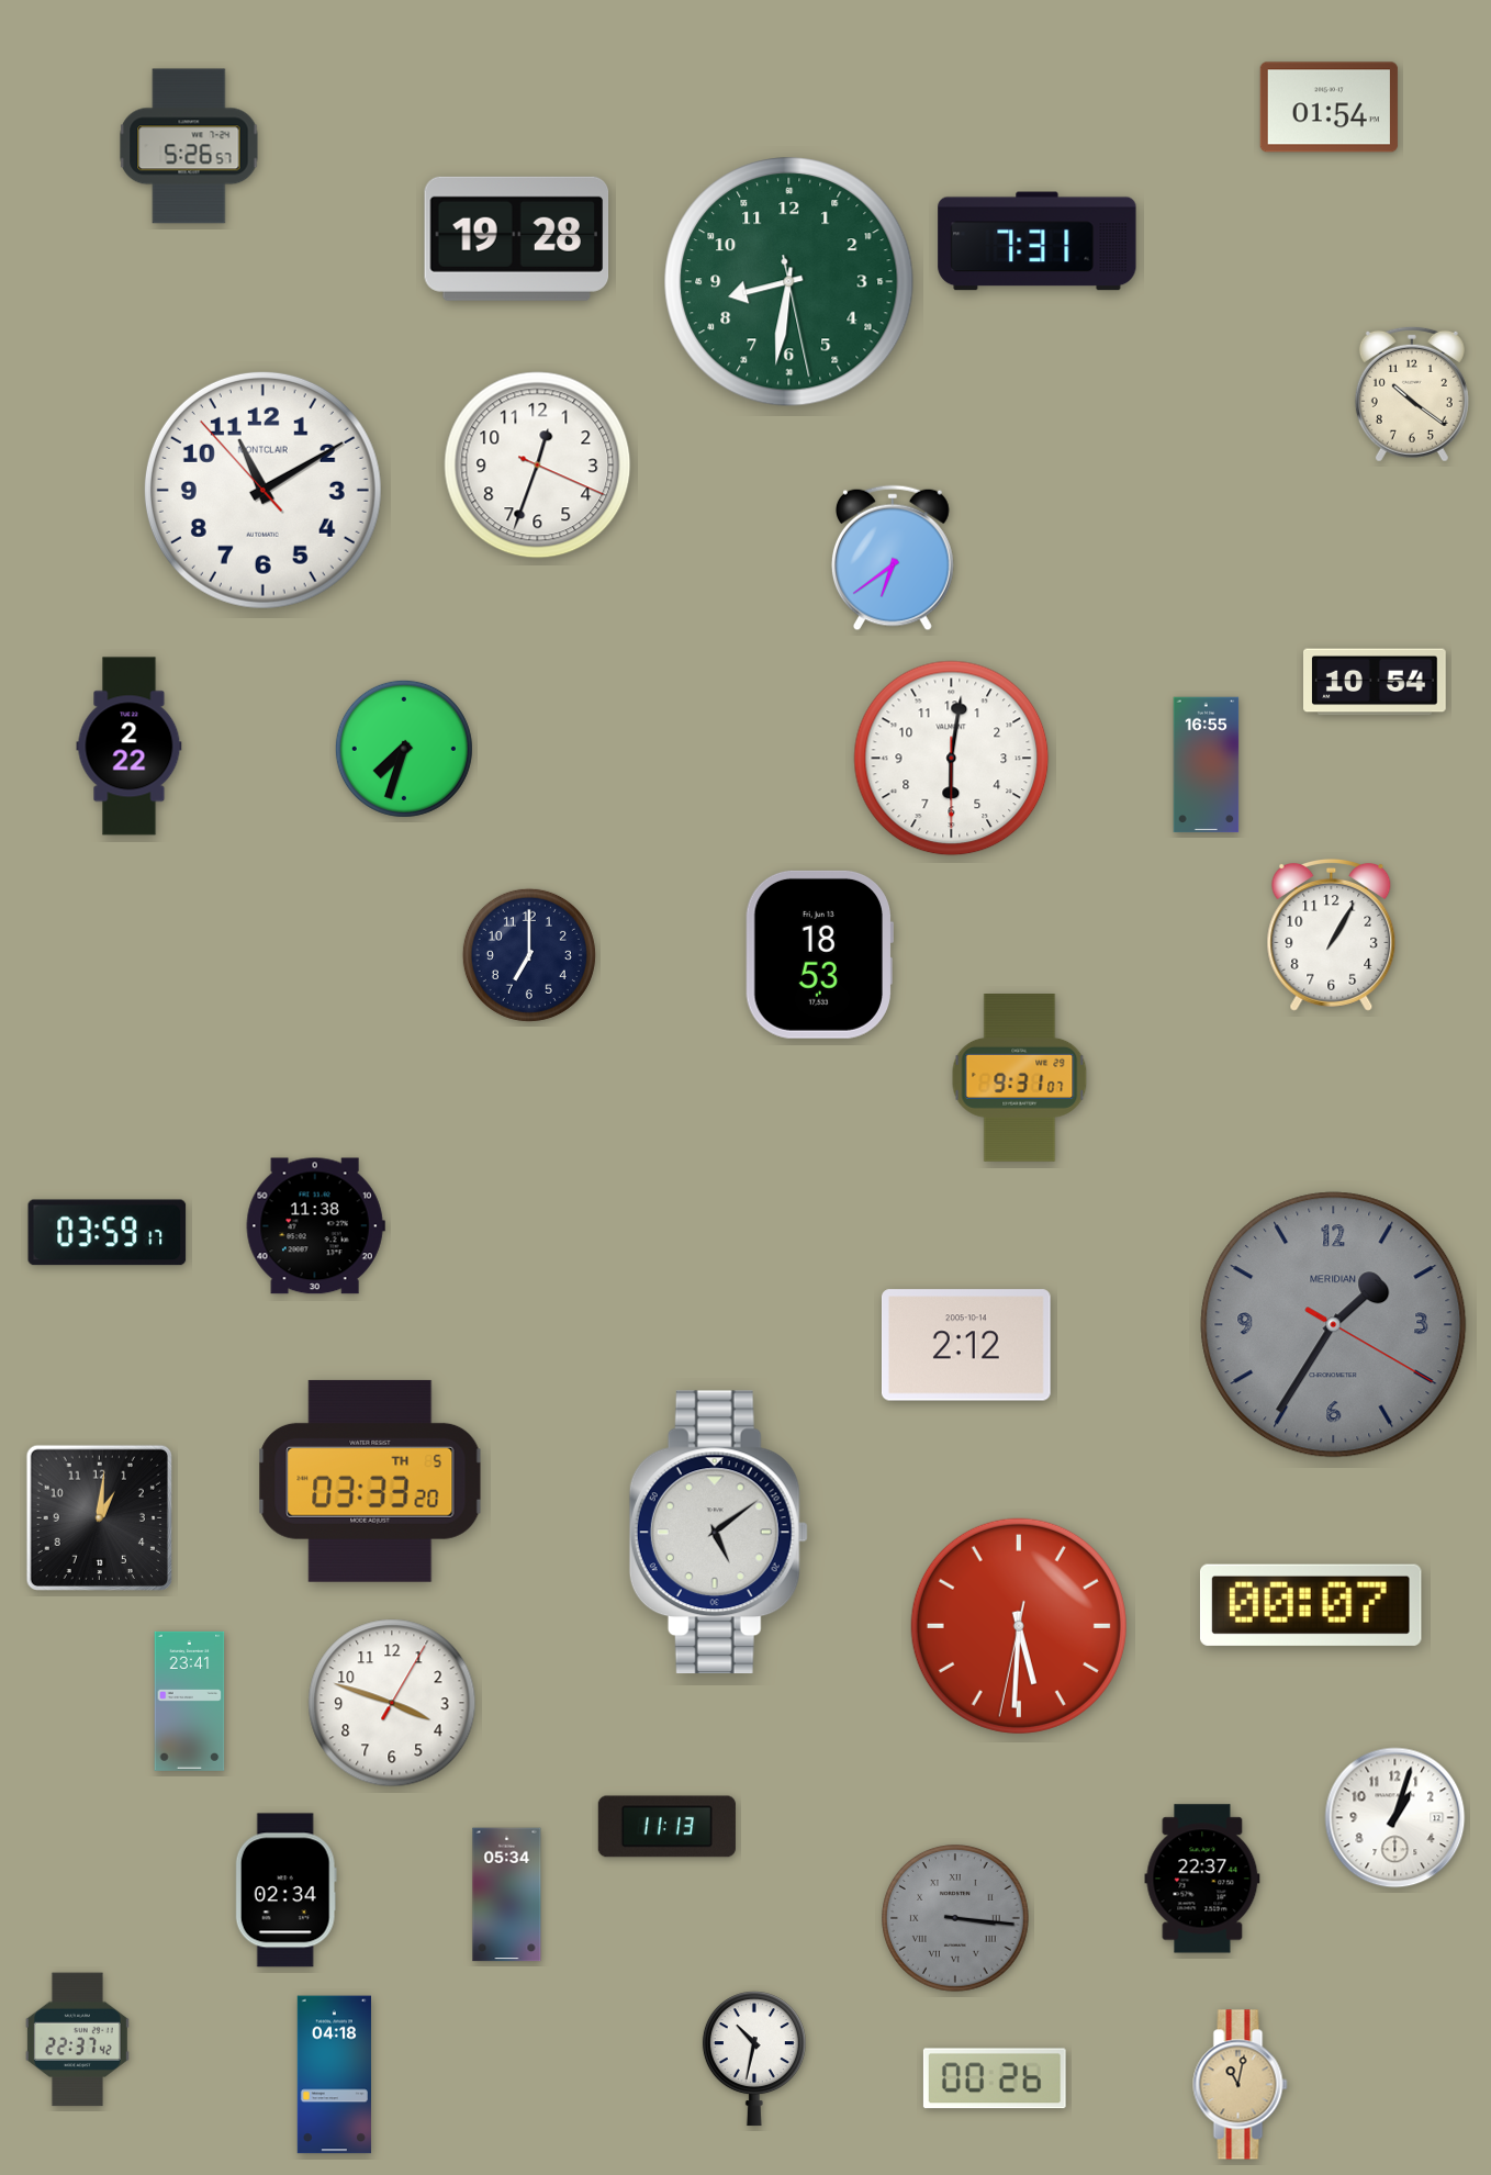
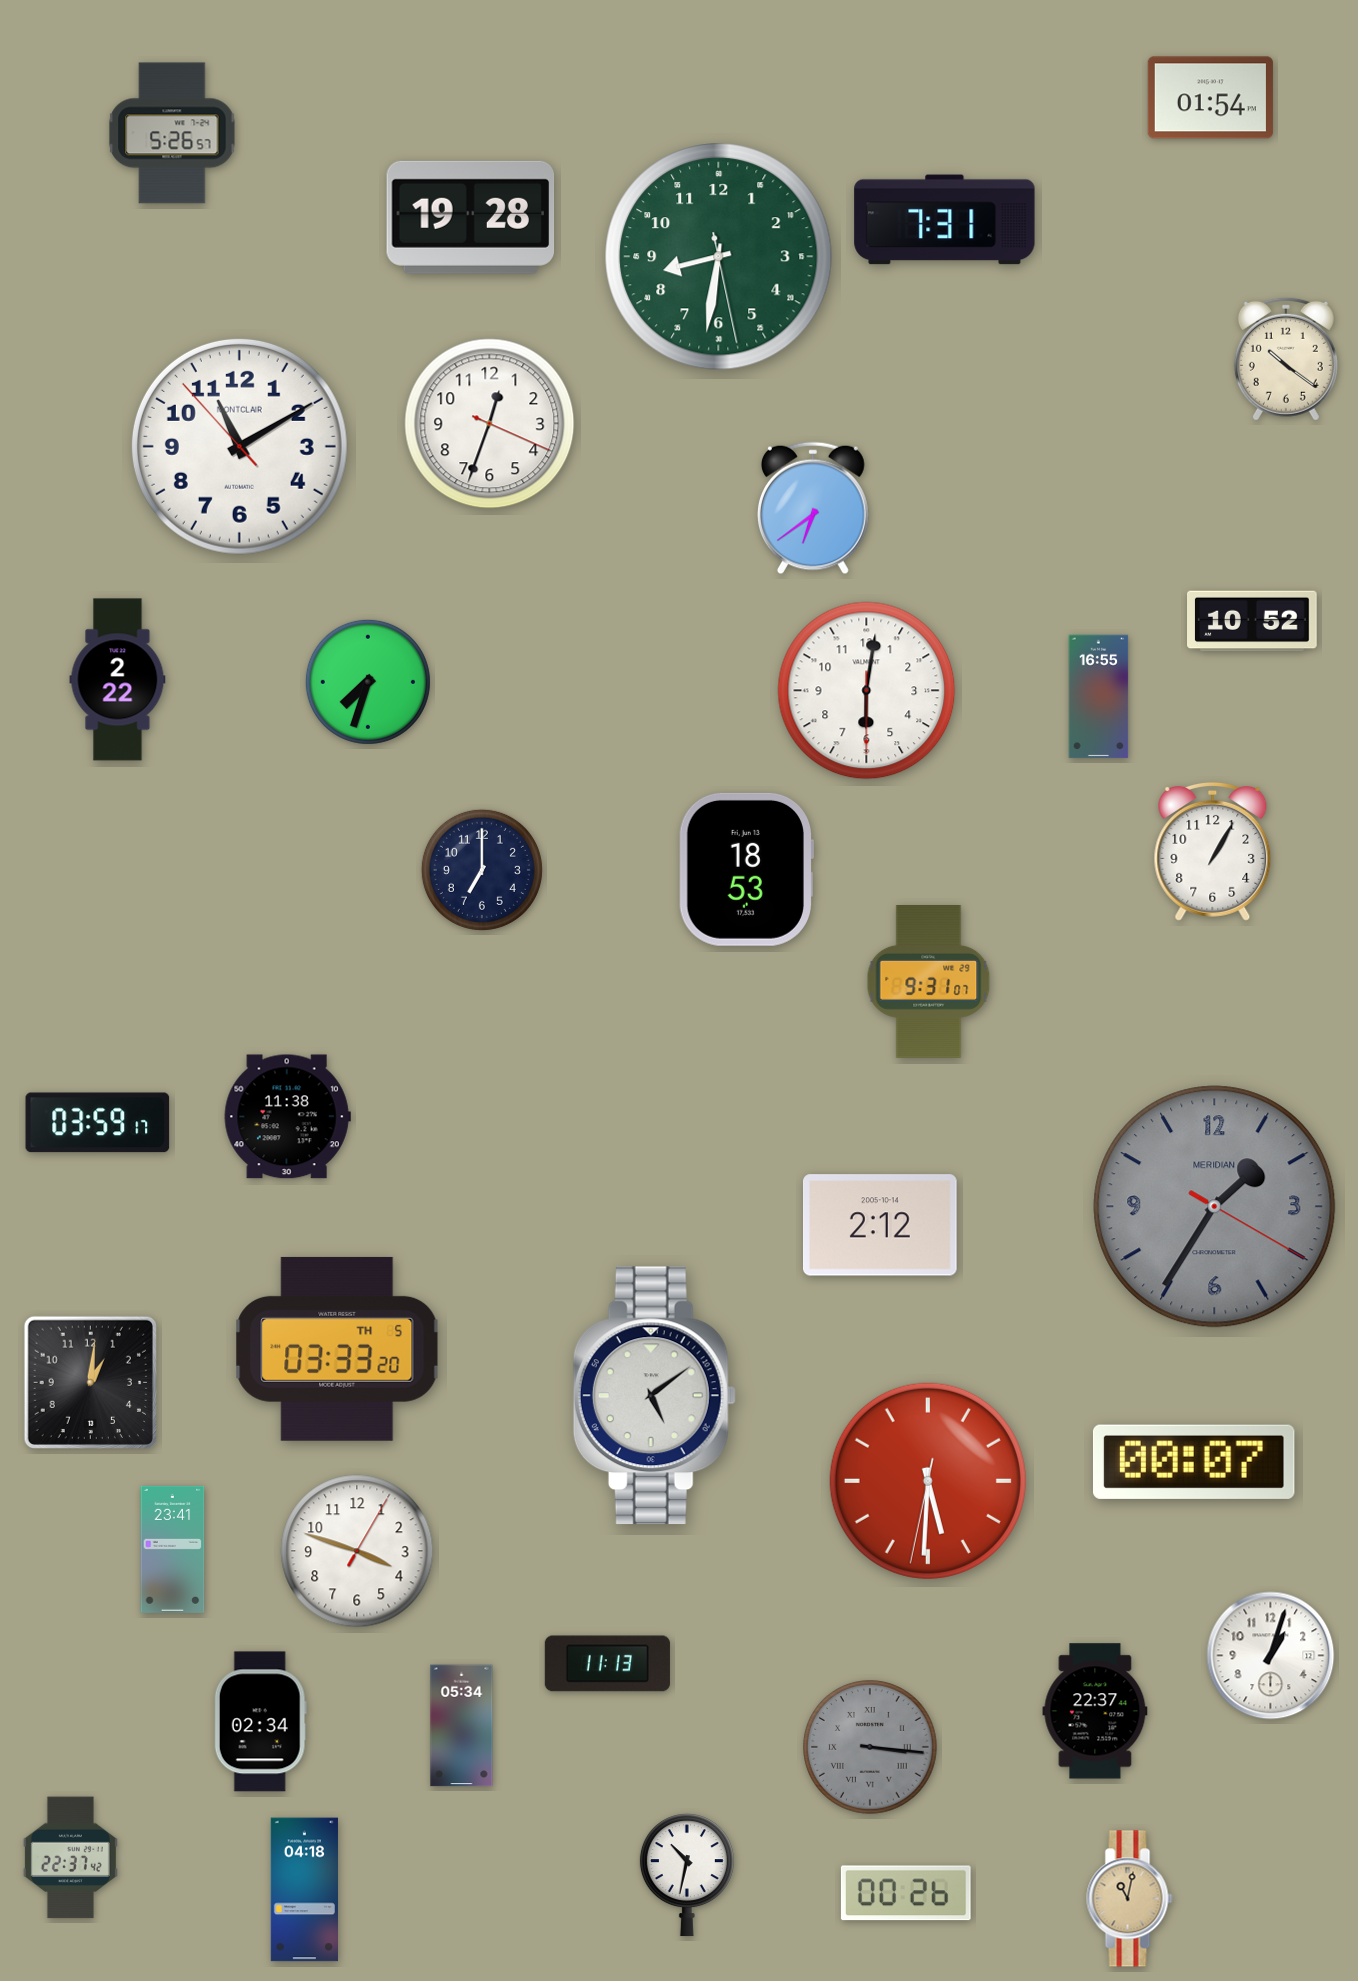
clock at (1376, 682): 10:54 -> 10:52
